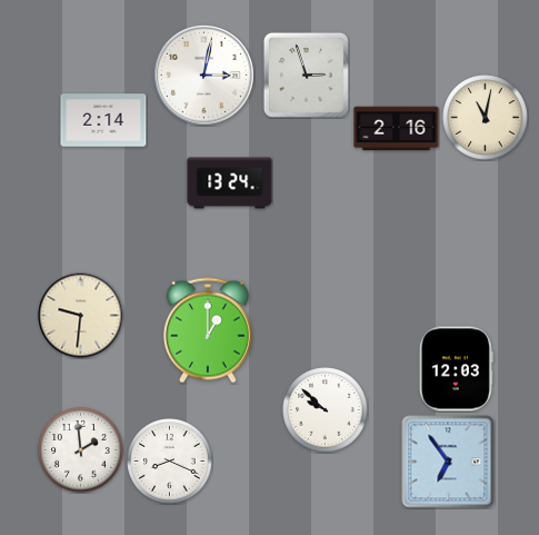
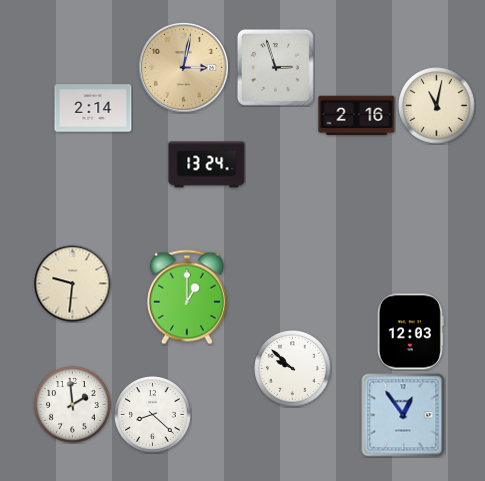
clock at (203, 75) dial: white -> champagne
clock at (170, 462): 8:19 -> 8:22
clock at (448, 462): 6:54 -> 12:54
